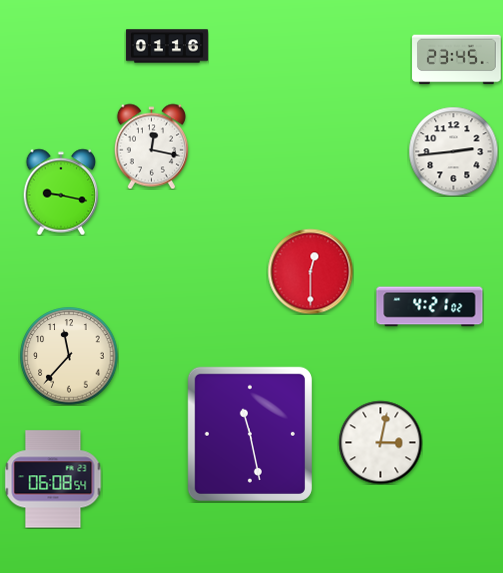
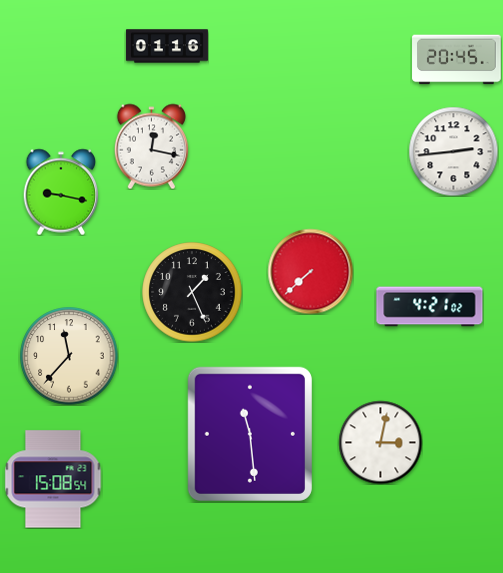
clock at (457, 60): 23:45 -> 20:45
clock at (310, 271): 12:30 -> 7:38
clock at (192, 292): none -> 1:26
clock at (250, 434): 11:28 -> 11:29
clock at (53, 479): 06:08 -> 15:08
